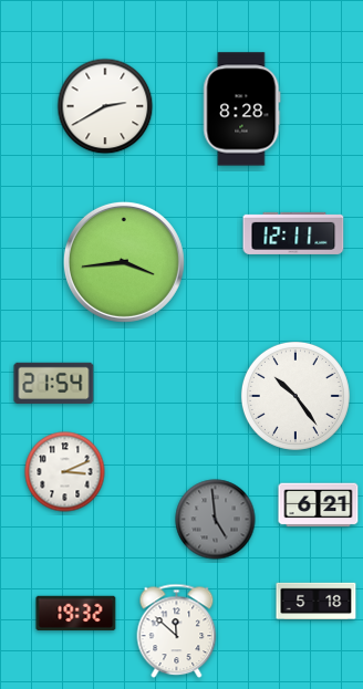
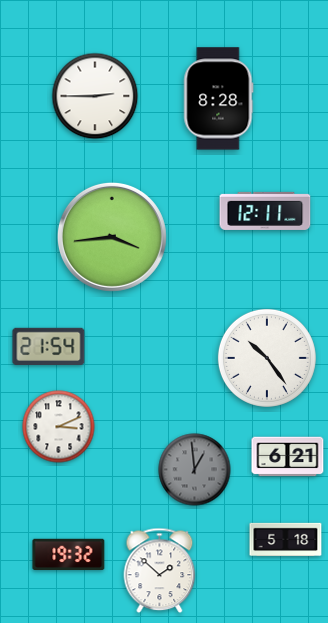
clock at (105, 106): 2:40 -> 2:45
clock at (216, 520): 4:59 -> 12:59
clock at (317, 602) position: (317, 602) -> (286, 540)
clock at (177, 631): 11:52 -> 1:52
